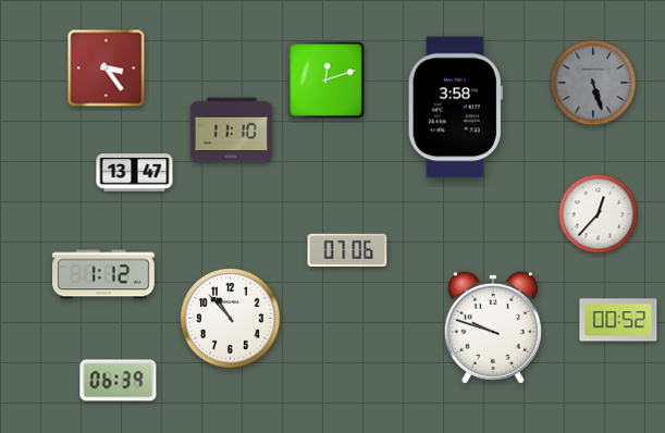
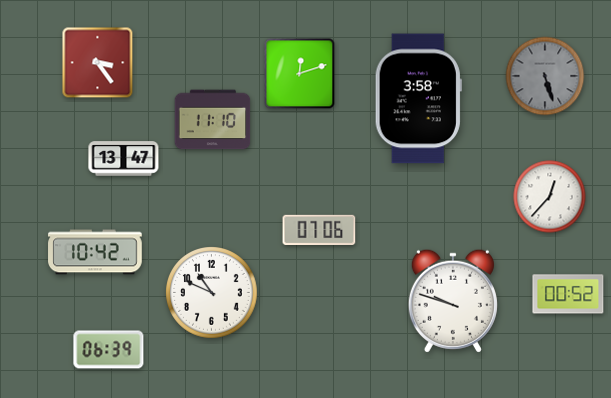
clock at (103, 274): 1:12 -> 10:42
clock at (231, 319): 10:53 -> 10:49
